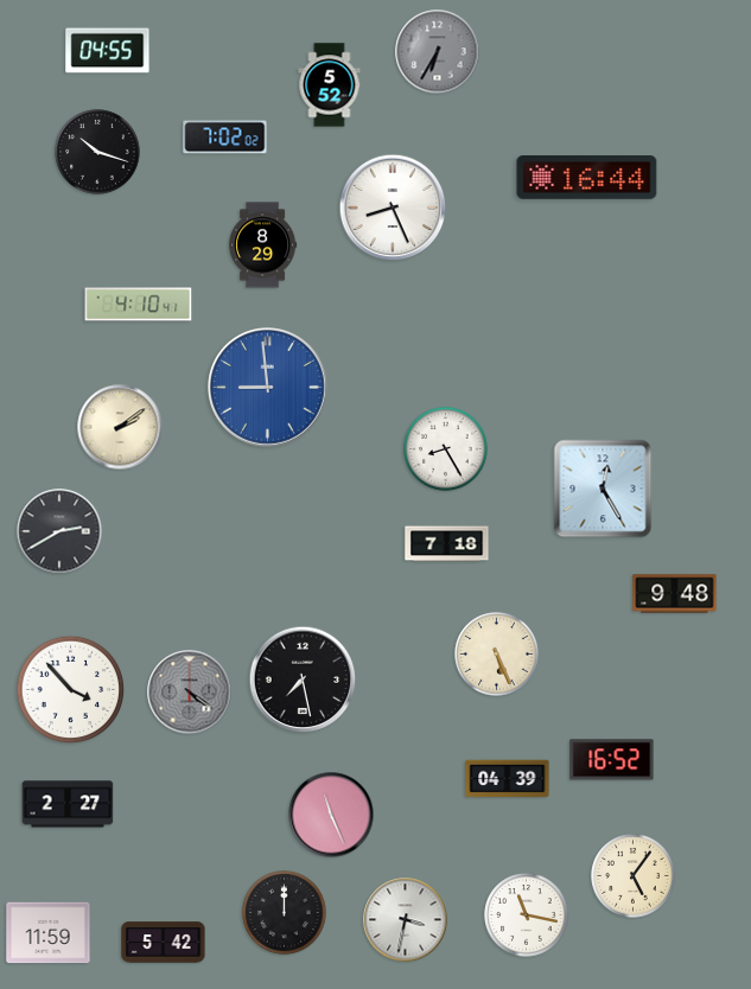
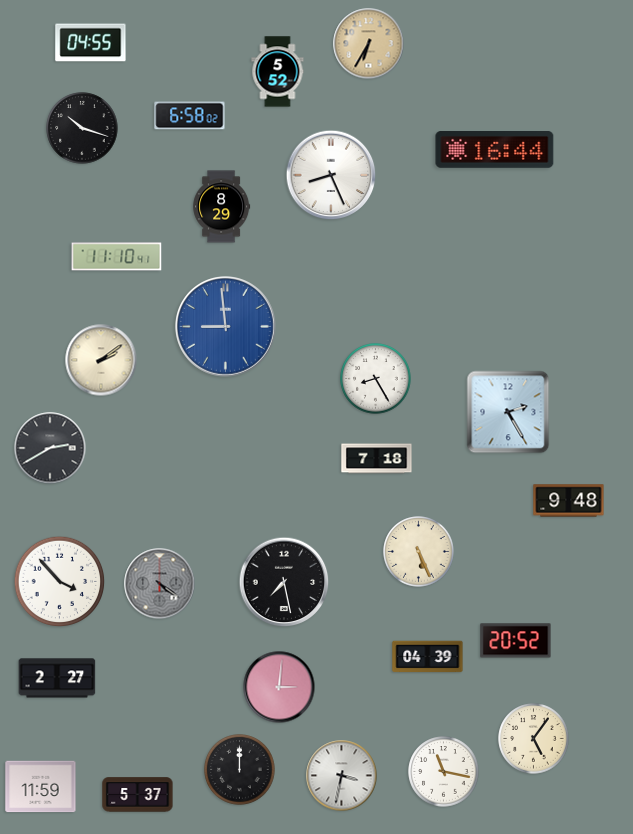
clock at (438, 52) dial: grey -> champagne
clock at (225, 138): 7:02 -> 6:58
clock at (139, 305): 4:10 -> 11:10
clock at (603, 489): 12:25 -> 2:25
clock at (303, 679) position: (303, 679) -> (284, 582)
clock at (612, 760): 16:52 -> 20:52
clock at (331, 815): 11:26 -> 3:01
clock at (164, 943): 5:42 -> 5:37
